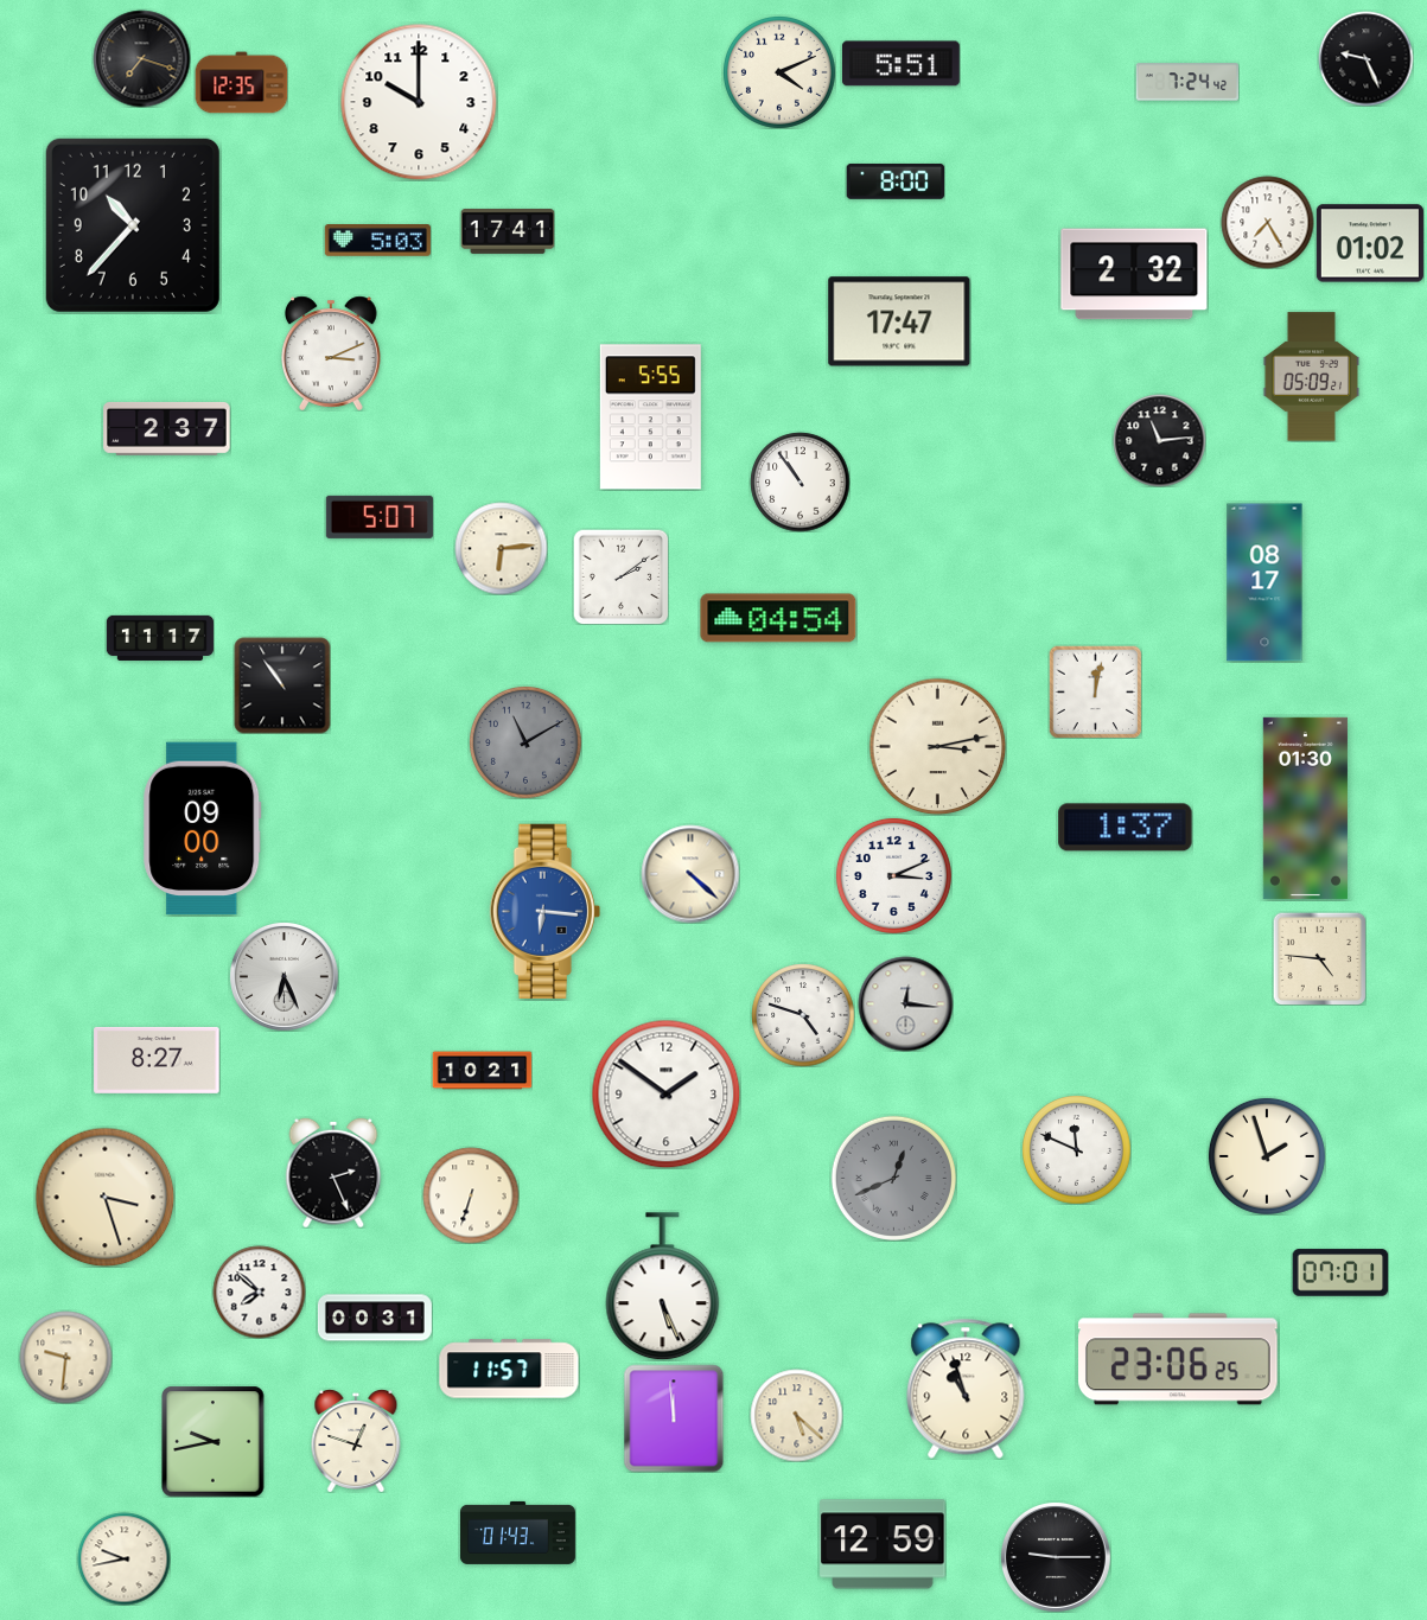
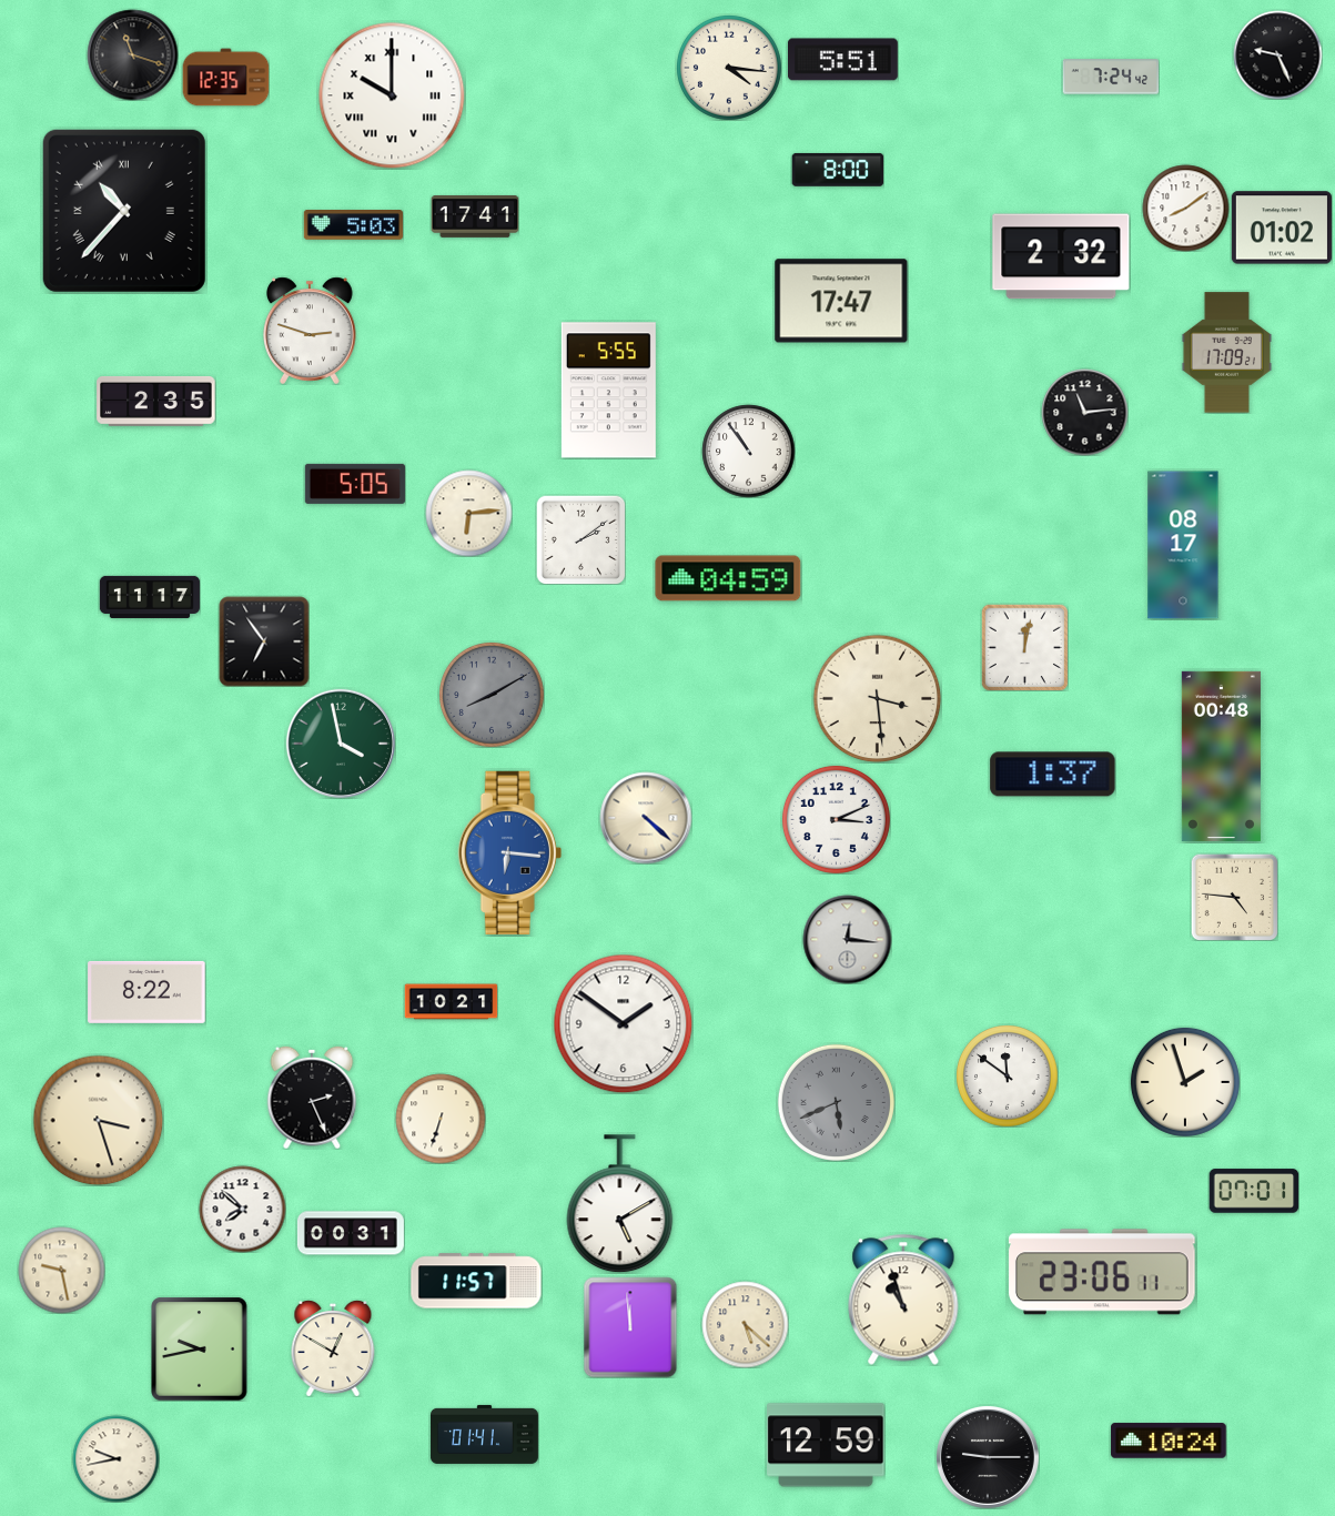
clock at (141, 58): 7:18 -> 11:18
clock at (779, 72): 4:11 -> 4:16
clock at (419, 102) numerals: Arabic -> Roman
clock at (1267, 222): 7:25 -> 8:09
clock at (133, 225) numerals: Arabic -> Roman
clock at (332, 353): 3:11 -> 2:48
clock at (1311, 377): 05:09 -> 17:09
clock at (167, 428): 2:37 -> 2:35
clock at (380, 517): 5:07 -> 5:05
clock at (778, 618): 04:54 -> 04:59
clock at (282, 685): 10:54 -> 6:54
clock at (525, 742): 11:10 -> 8:10
clock at (937, 746): 3:13 -> 3:29
clock at (341, 744): none -> 3:58
clock at (1305, 808): 01:30 -> 00:48
clock at (203, 829): 09:00 -> none
clock at (285, 977): 6:26 -> none
clock at (803, 1015): 4:48 -> none
clock at (157, 1060): 8:27 -> 8:22
clock at (1076, 1149): 11:49 -> 11:51
clock at (893, 1178): 12:41 -> 5:41
clock at (663, 1287): 5:26 -> 5:10
clock at (65, 1357): 9:31 -> 9:28
clock at (1179, 1359): 23:06:25 -> 23:06:11
clock at (356, 1441): 12:48 -> 12:50
clock at (517, 1532): 01:43 -> 01:41
clock at (1169, 1441): none -> 10:24
